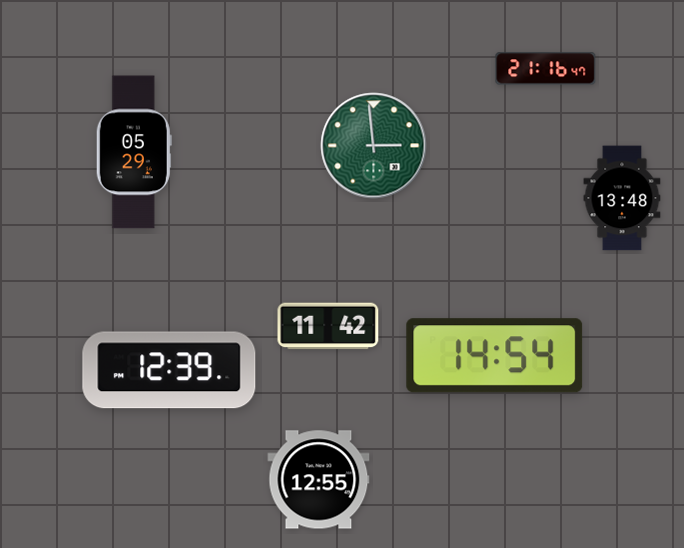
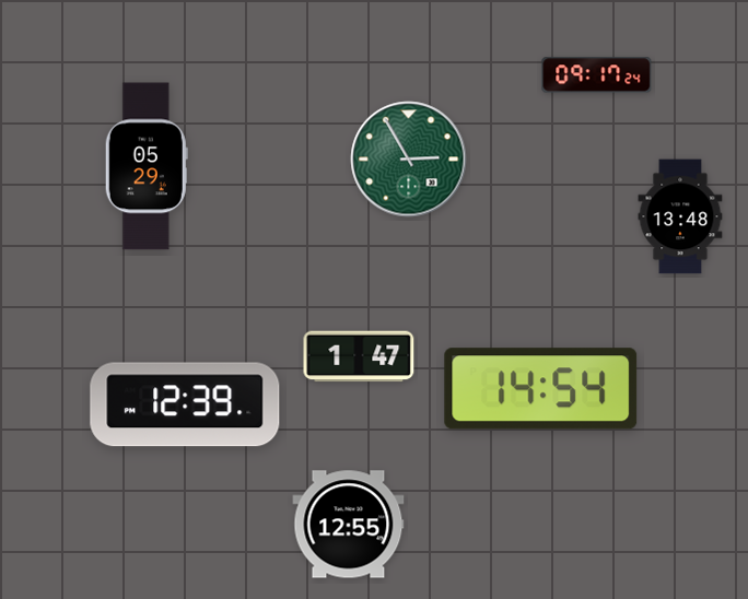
clock at (546, 69): 21:16 -> 09:17
clock at (374, 146): 2:59 -> 2:55
clock at (328, 326): 11:42 -> 1:47
